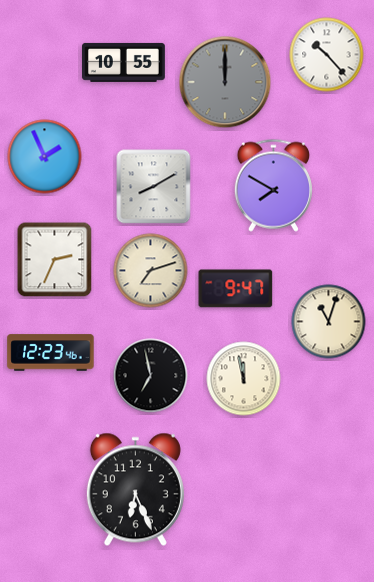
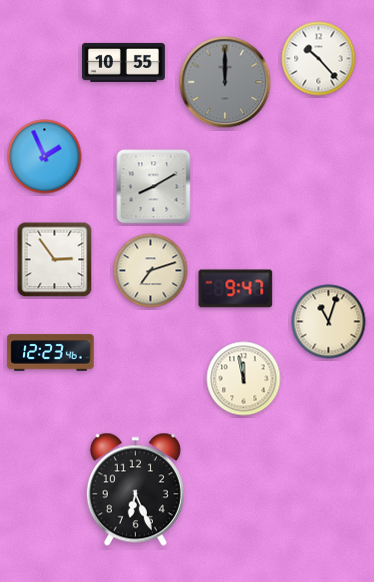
clock at (327, 55) position: (327, 55) -> (319, 59)
clock at (273, 185): 7:50 -> none
clock at (55, 260): 2:34 -> 2:54
clock at (151, 376): 6:58 -> none
